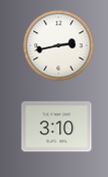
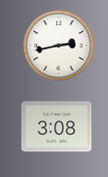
clock at (57, 127): 3:10 -> 3:08
